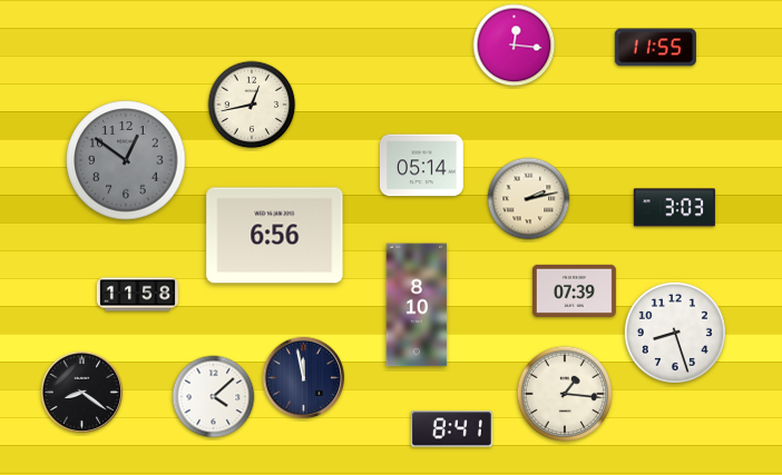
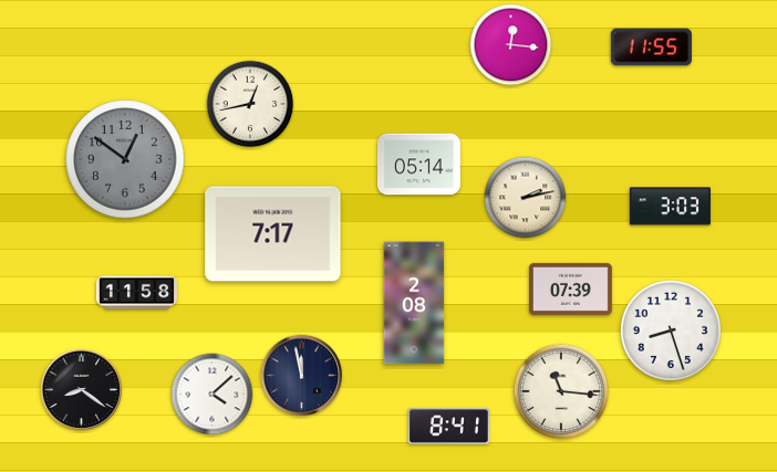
clock at (275, 236): 6:56 -> 7:17
clock at (417, 305): 8:10 -> 2:08
clock at (565, 394): 1:16 -> 11:16
